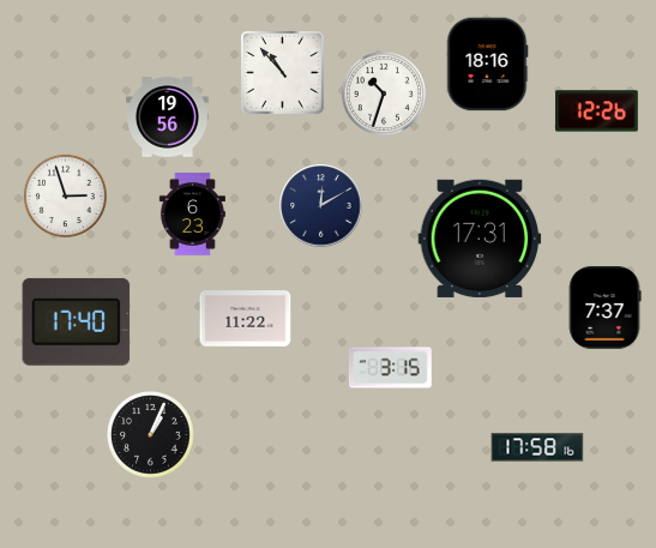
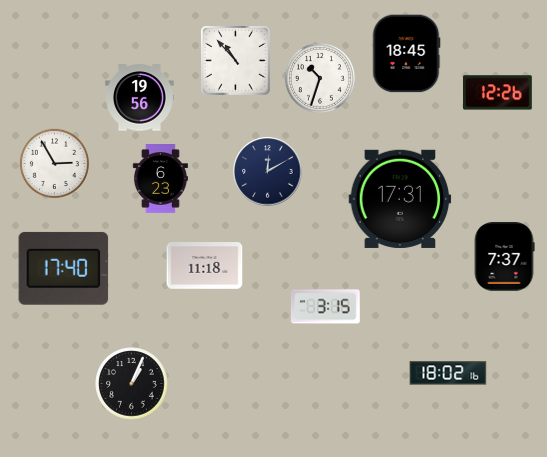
clock at (487, 65): 18:16 -> 18:45
clock at (65, 195): 2:57 -> 2:55
clock at (246, 319): 11:22 -> 11:18
clock at (151, 435) position: (151, 435) -> (132, 384)
clock at (537, 447): 17:58 -> 18:02
